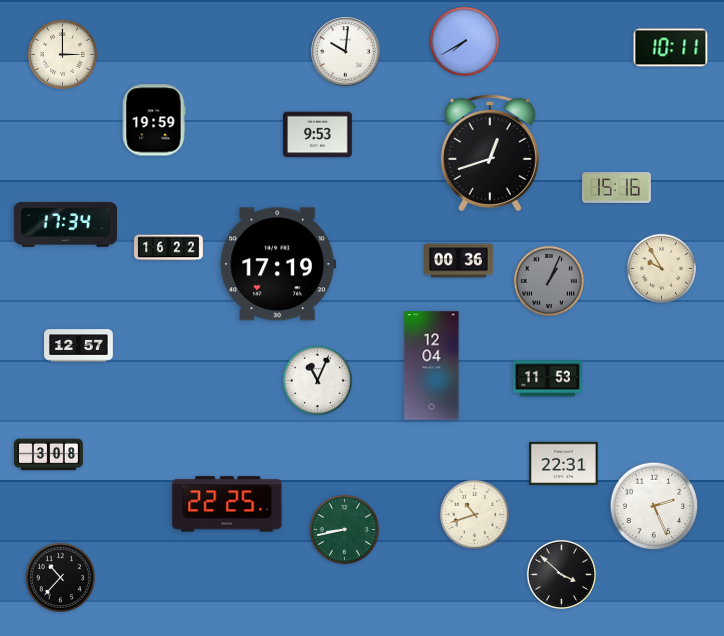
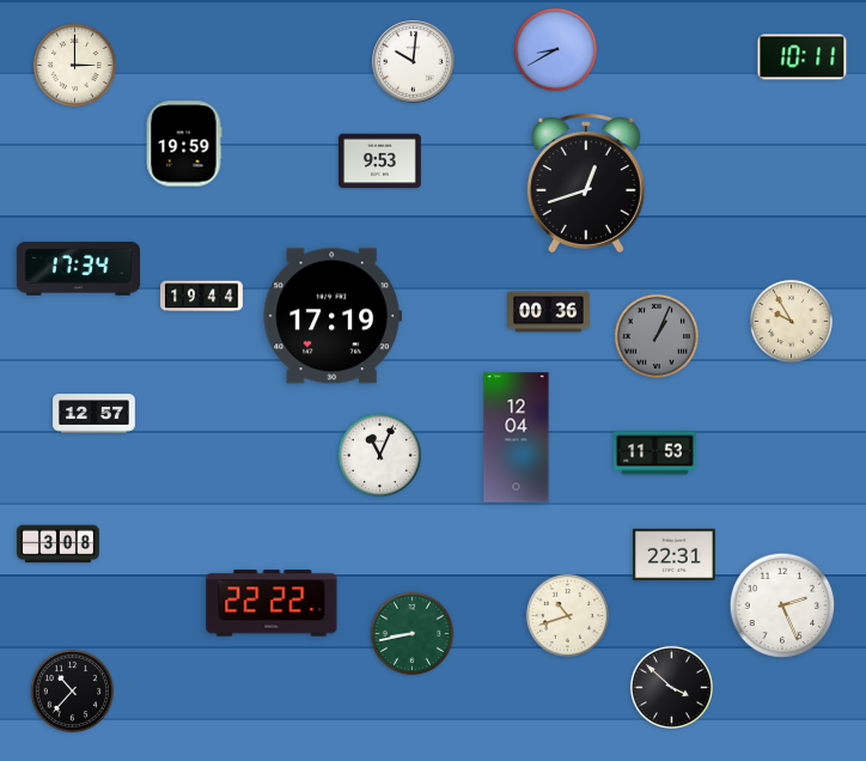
clock at (464, 41): 7:40 -> 8:40
clock at (617, 188): 15:16 -> none
clock at (169, 248): 16:22 -> 19:44
clock at (227, 504): 22:25 -> 22:22
